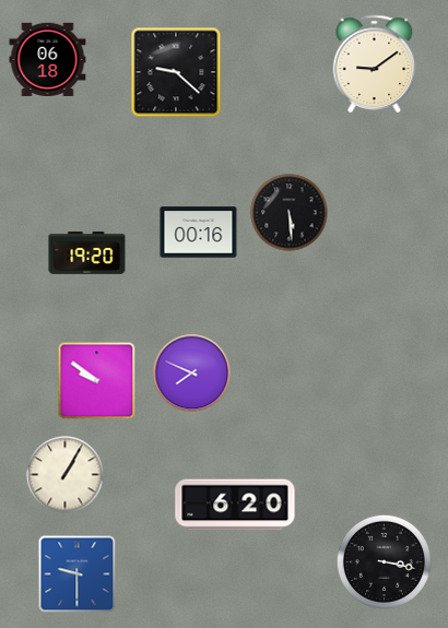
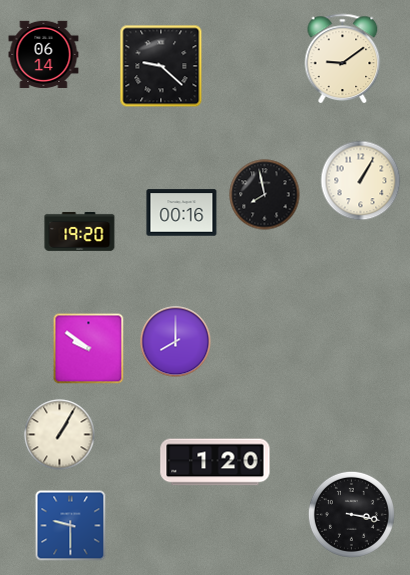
clock at (48, 59): 06:18 -> 06:14
clock at (361, 181): none -> 1:05
clock at (290, 213): 5:29 -> 7:58
clock at (192, 374): 7:49 -> 8:00
clock at (235, 505): 6:20 -> 1:20
